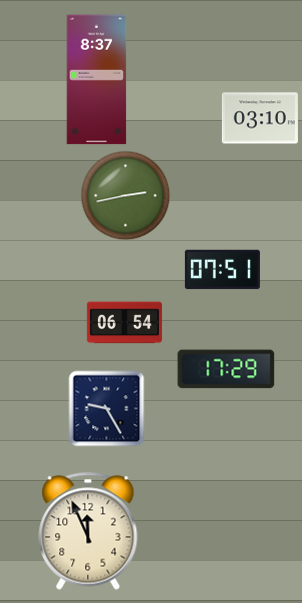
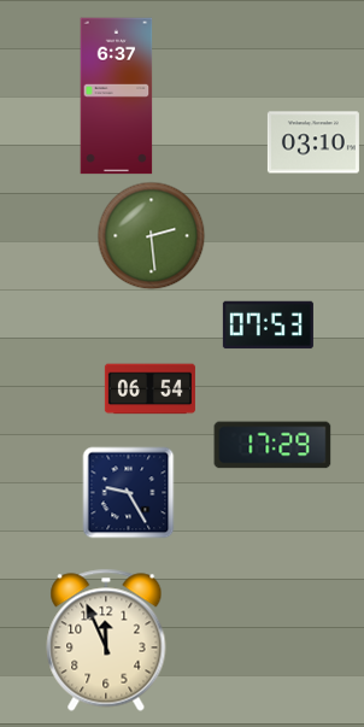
clock at (97, 80): 8:37 -> 6:37
clock at (126, 196): 2:43 -> 2:29
clock at (222, 270): 07:51 -> 07:53
